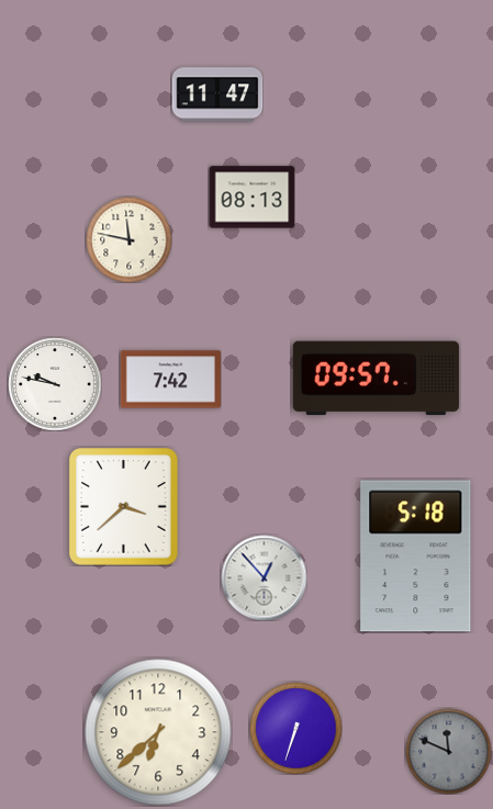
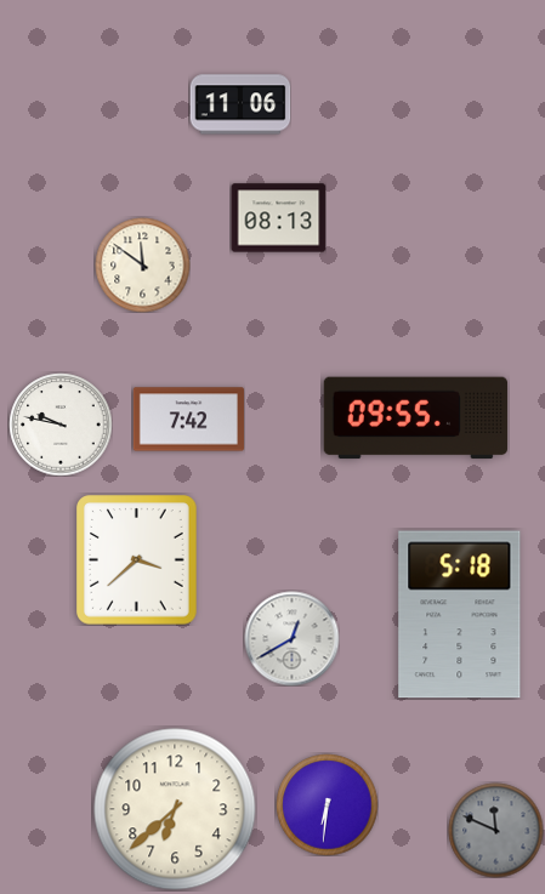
clock at (217, 94): 11:47 -> 11:06
clock at (128, 239): 11:47 -> 11:51
clock at (376, 379): 09:57 -> 09:55
clock at (264, 577): 12:53 -> 12:40
clock at (295, 728): 6:33 -> 6:31
